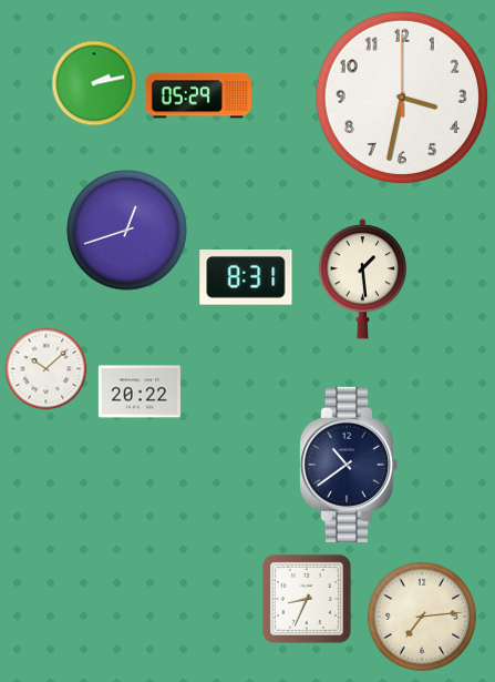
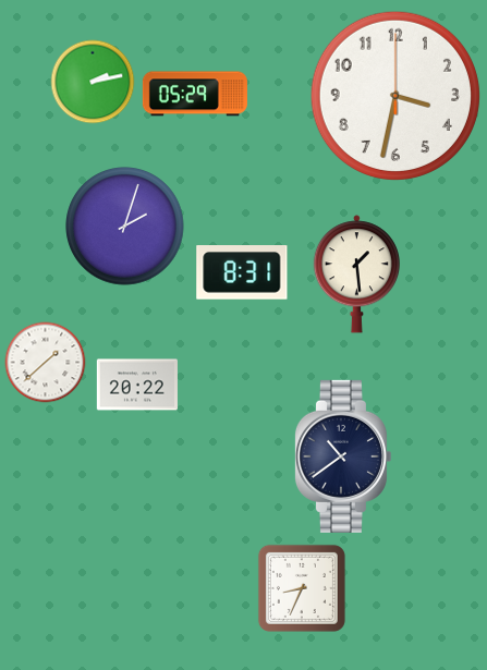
clock at (127, 231): 12:42 -> 2:03
clock at (47, 369): 10:08 -> 1:38
clock at (422, 617): 7:14 -> none
